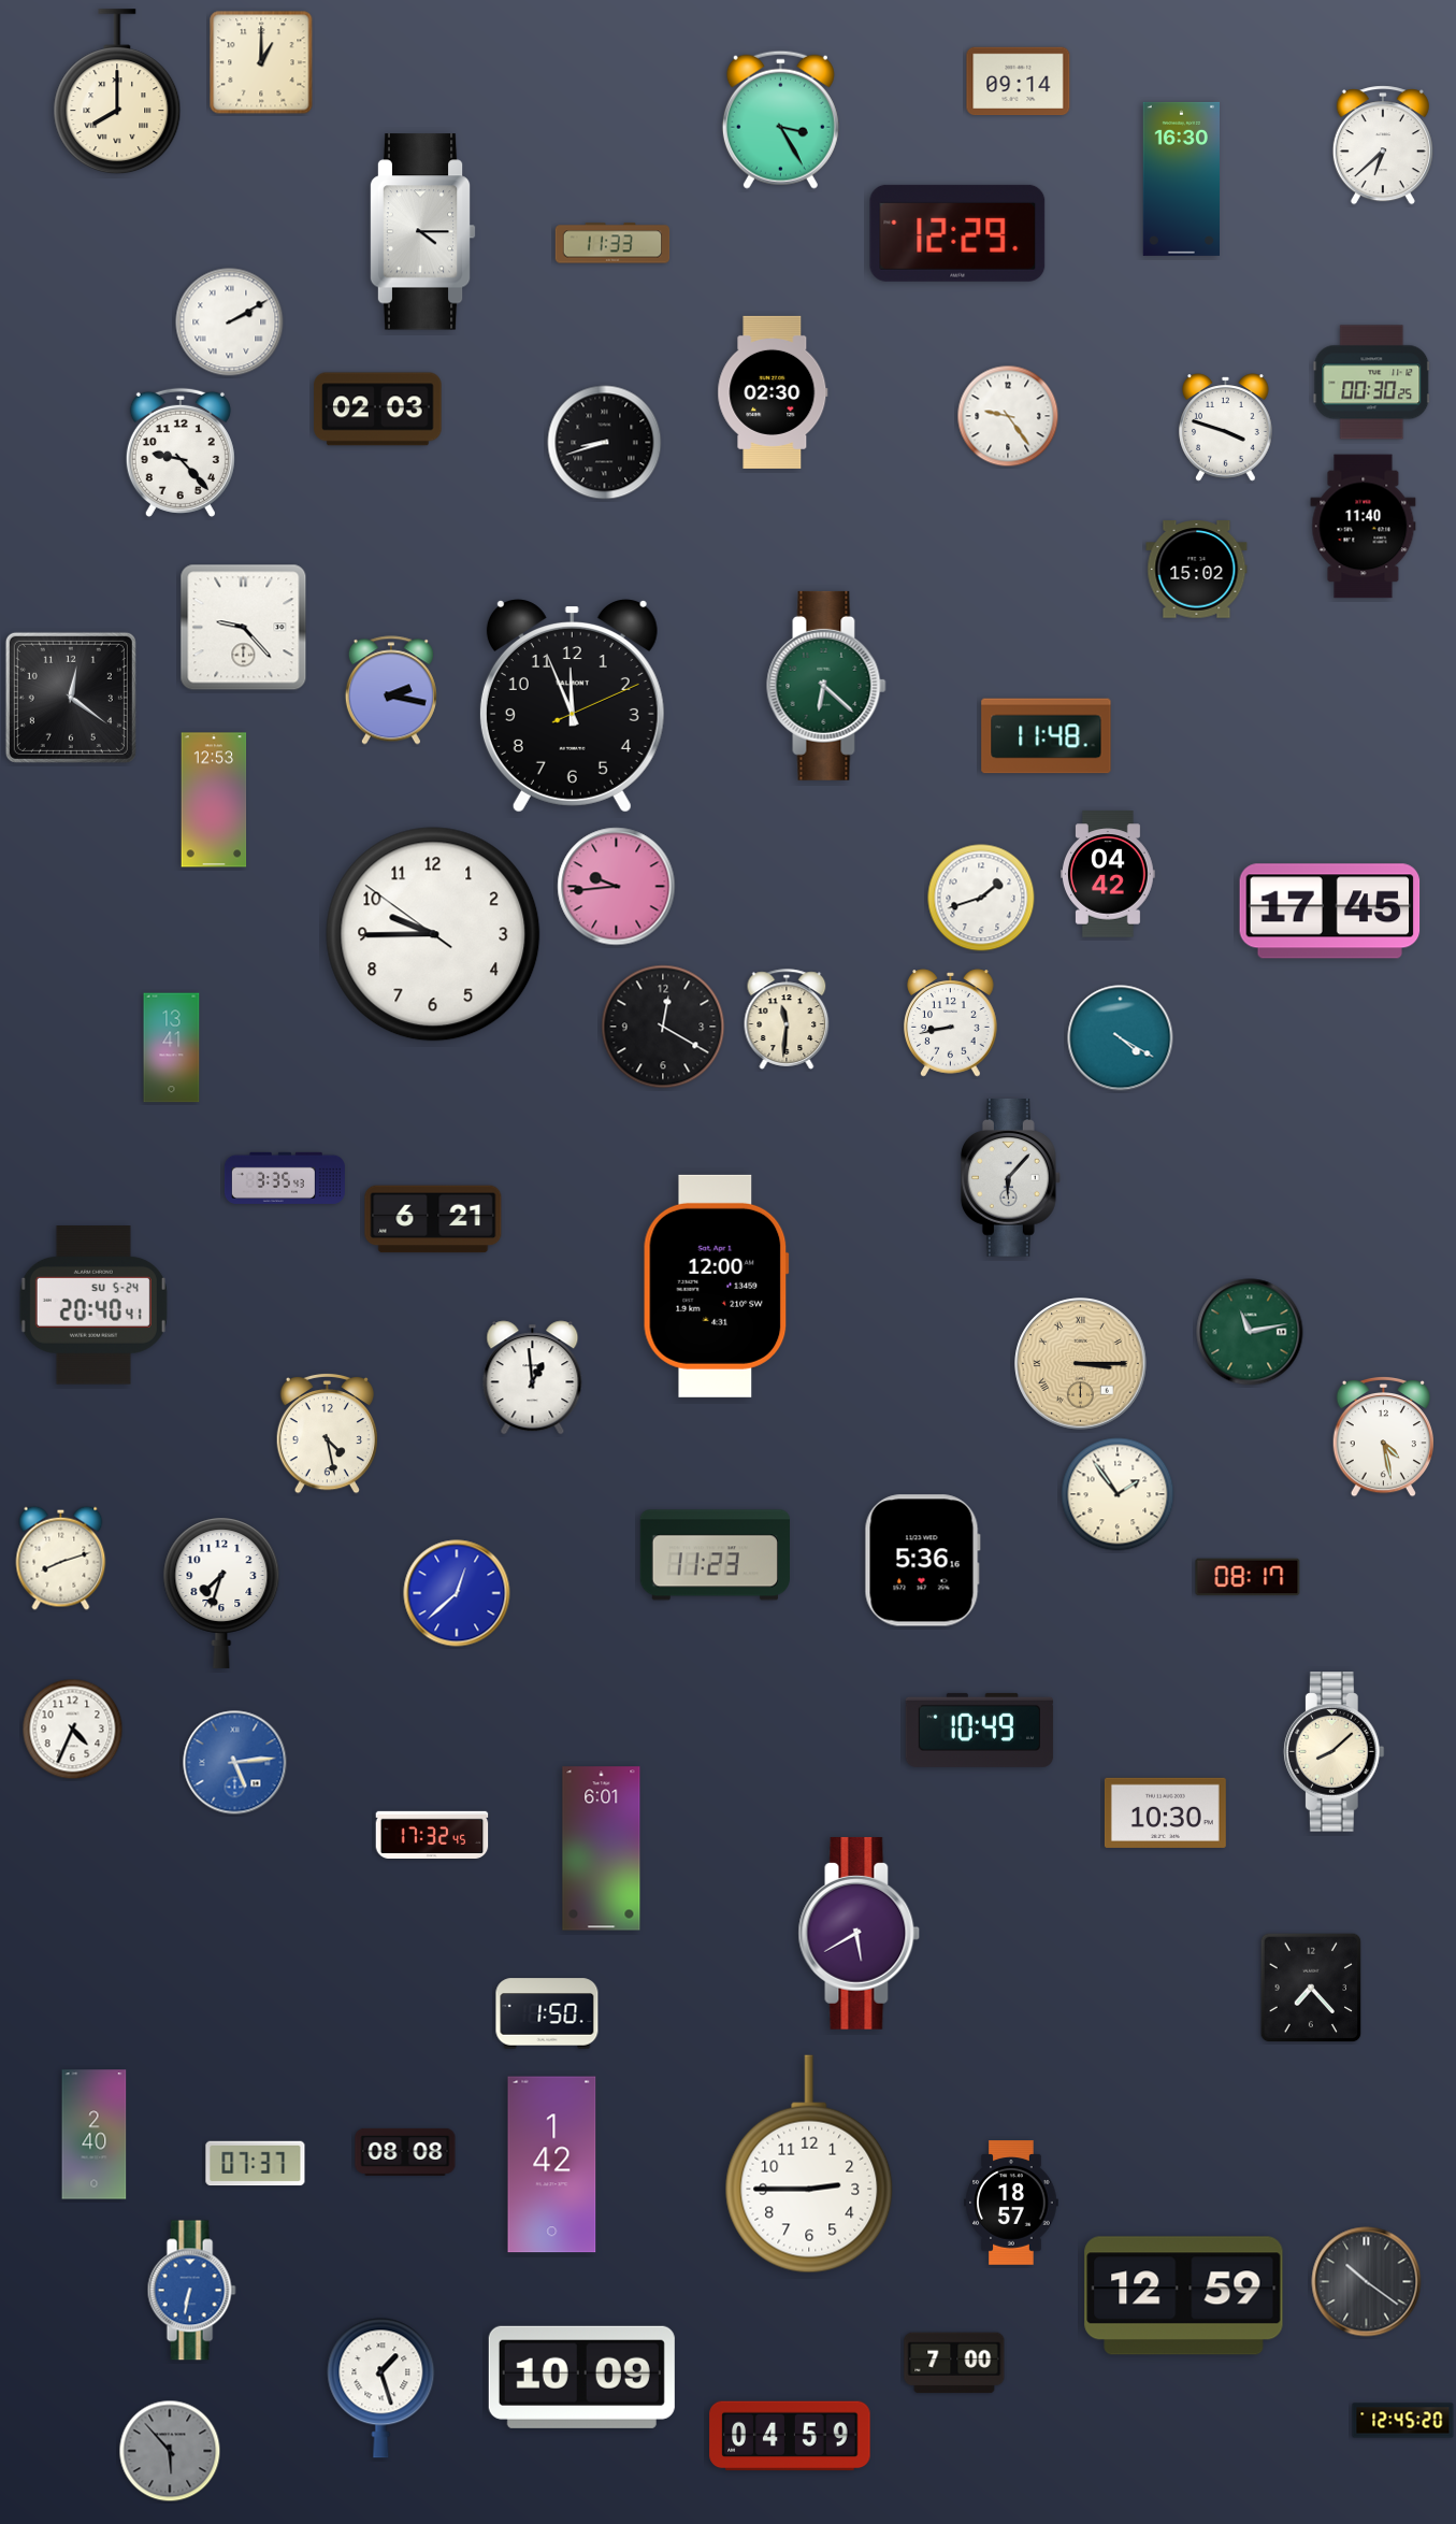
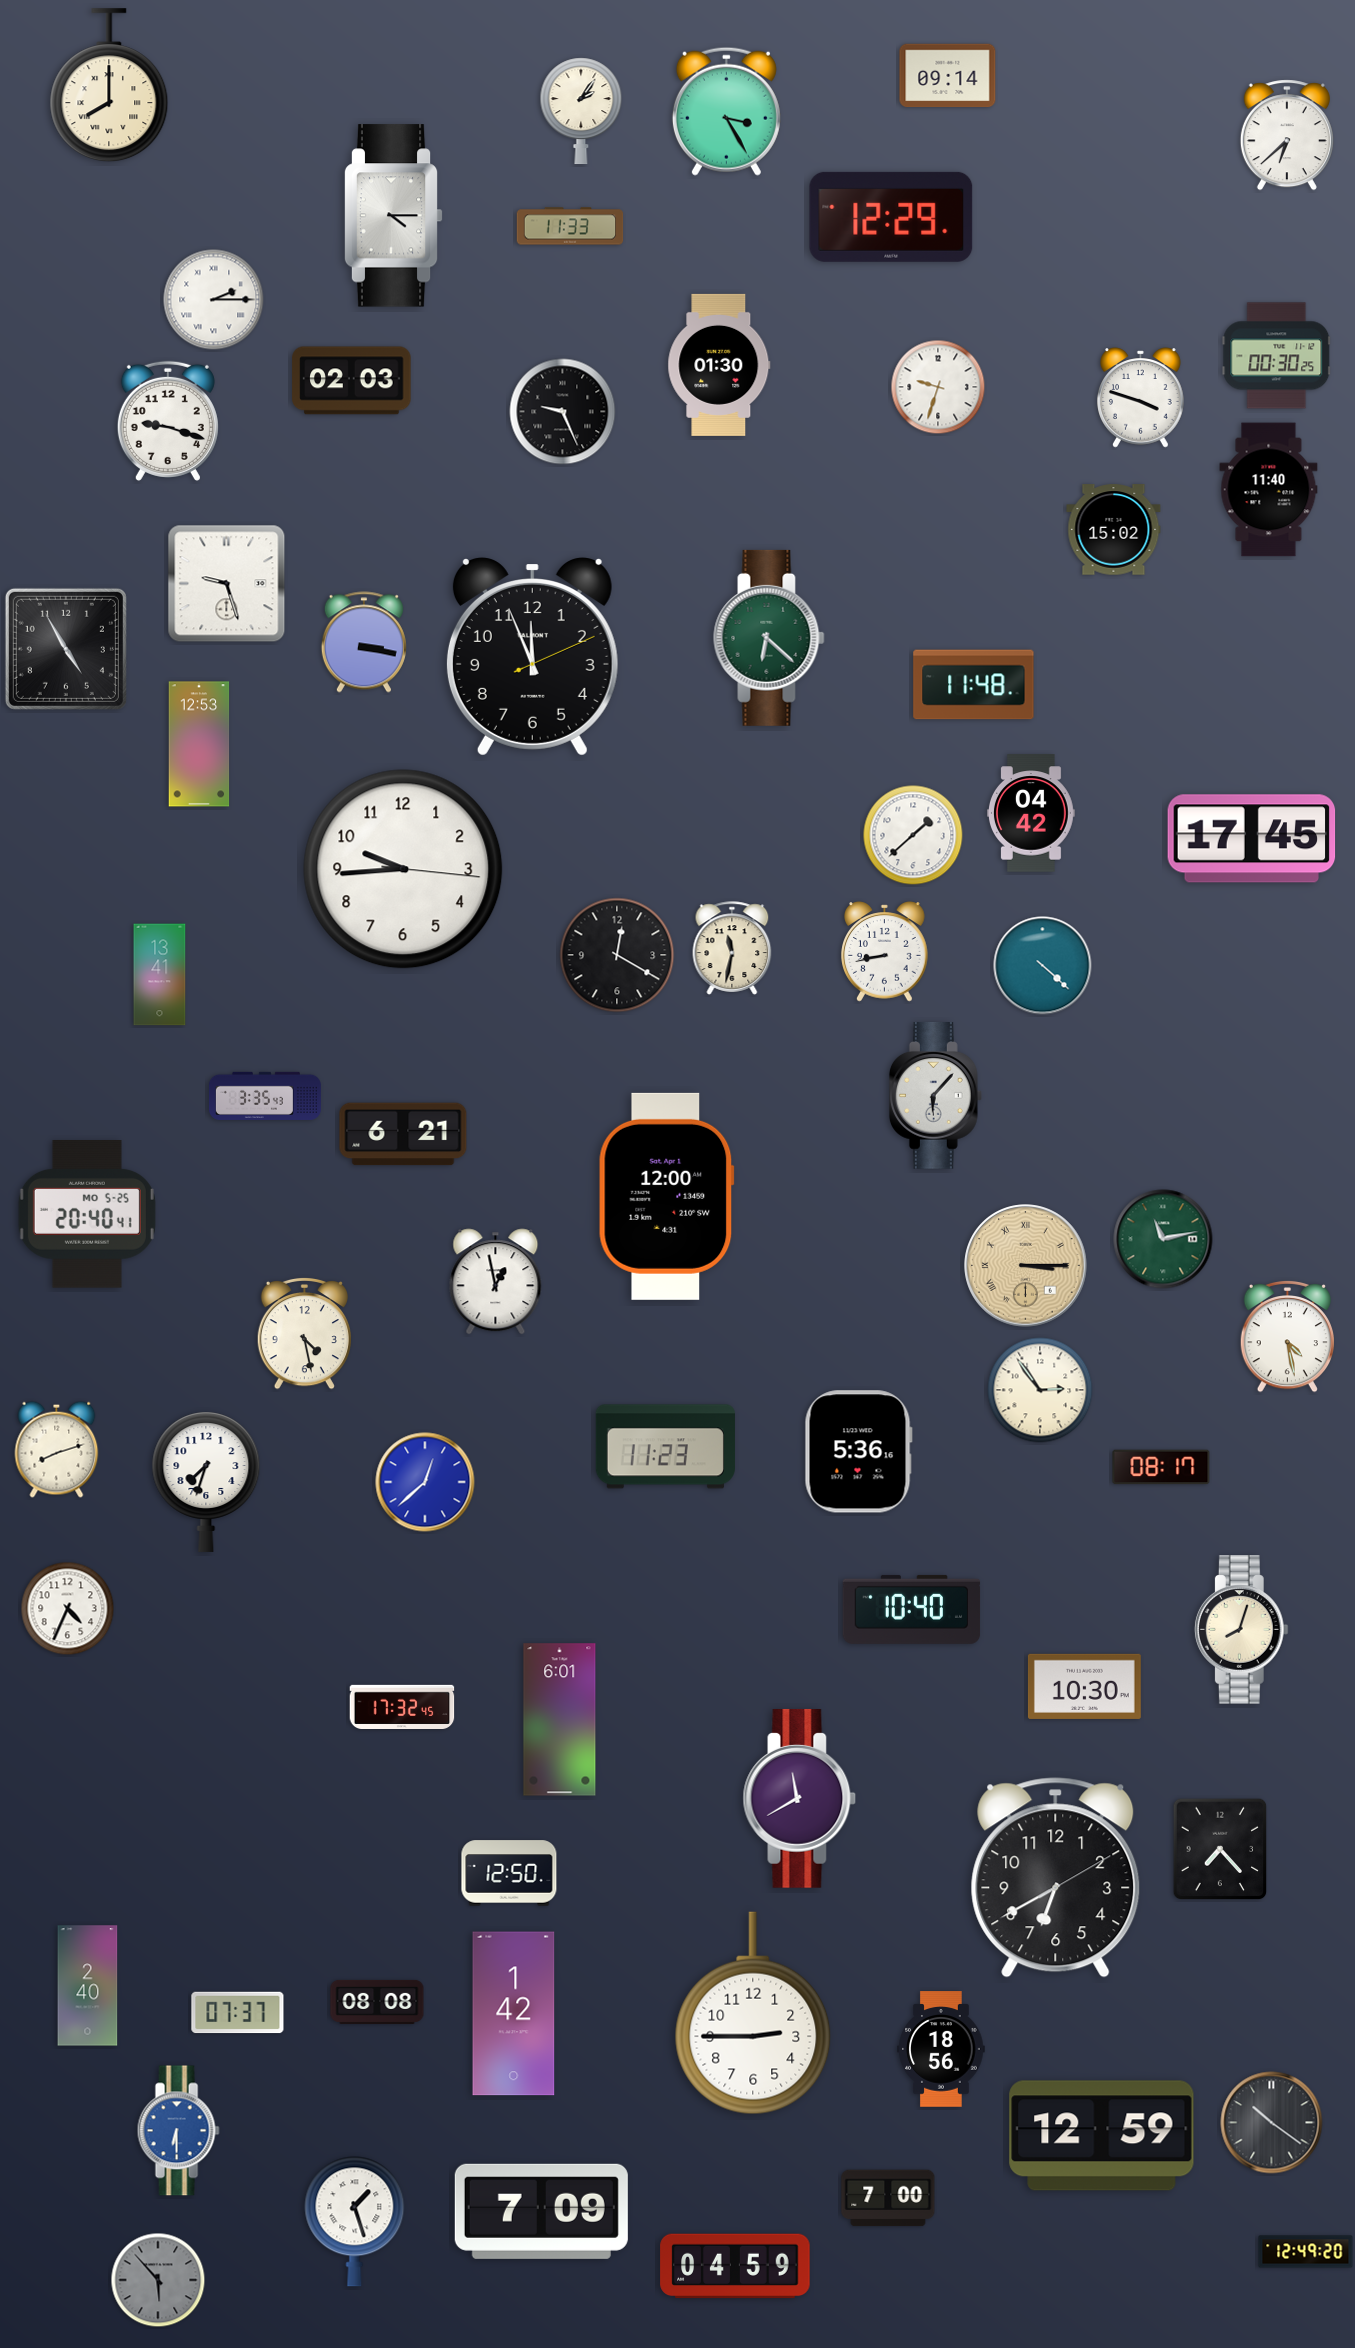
clock at (261, 62): 1:00 -> none
clock at (581, 111): none -> 2:06
clock at (1181, 178): 16:30 -> none
clock at (230, 322): 2:10 -> 2:15
clock at (773, 392): 02:30 -> 01:30
clock at (1008, 416): 9:24 -> 9:33
clock at (605, 443): 8:42 -> 9:26
clock at (181, 453): 9:23 -> 9:18
clock at (244, 628): 9:23 -> 9:27
clock at (391, 690): 2:17 -> 3:17
clock at (71, 698): 12:21 -> 4:55
clock at (617, 887): 9:44 -> none
clock at (981, 898): 1:42 -> 1:38
clock at (1330, 912) position: (1330, 912) -> (1252, 839)
clock at (433, 934): 9:44:51 -> 9:44:16
clock at (787, 1019): 11:31 -> 11:32
clock at (1121, 1038): 4:20 -> 4:22
clock at (1010, 1178) position: (1010, 1178) -> (935, 1096)
clock at (93, 1306) date: SU 5-24 -> MO 5-25
clock at (1081, 1364) position: (1081, 1364) -> (1026, 1266)
clock at (533, 1378): 12:59 -> 12:58
clock at (1118, 1494): 1:54 -> 2:54
clock at (980, 1730): 10:49 -> 10:40
clock at (1334, 1752): 8:08 -> 8:03
clock at (235, 1763): 5:14 -> none
clock at (860, 1933): 5:40 -> 11:40
clock at (547, 2013): 1:50 -> 12:50
clock at (1056, 1878): none -> 6:40
clock at (1011, 2203): 18:57 -> 18:56
clock at (191, 2291): 6:32 -> 6:30
clock at (581, 2377): 10:09 -> 7:09
clock at (1403, 2421): 12:45 -> 12:49
